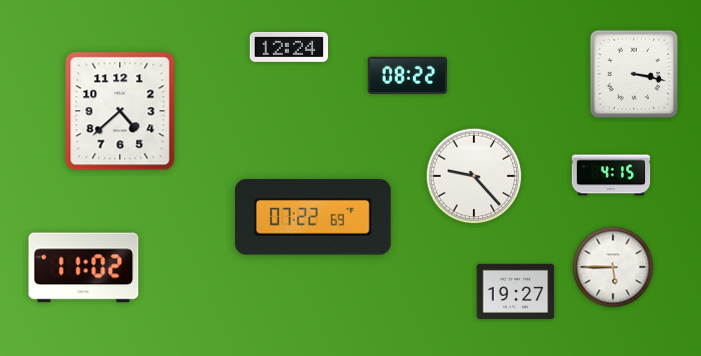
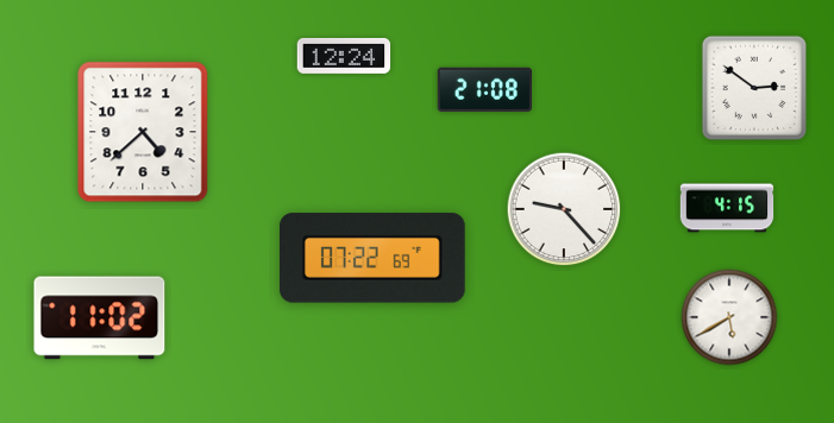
clock at (634, 74): 3:17 -> 2:51
clock at (407, 75): 08:22 -> 21:08
clock at (613, 267): 5:45 -> 5:40
clock at (516, 291): 19:27 -> none
